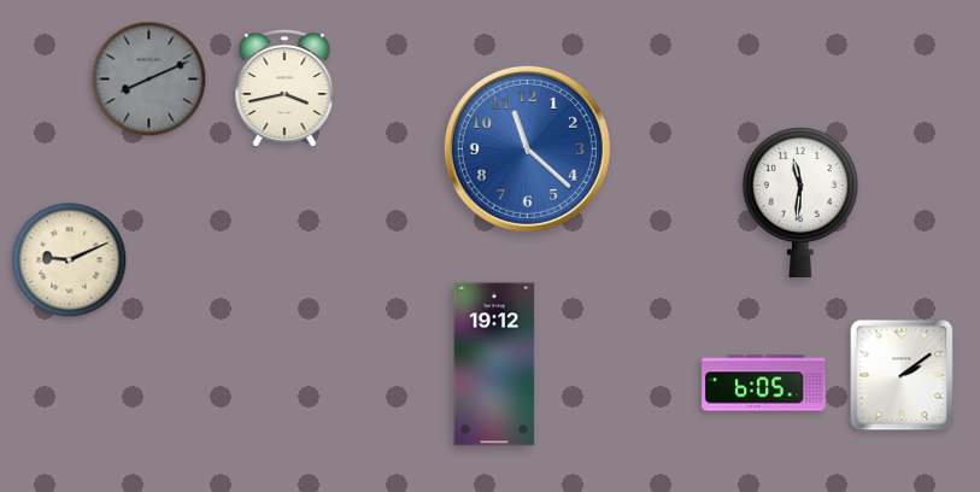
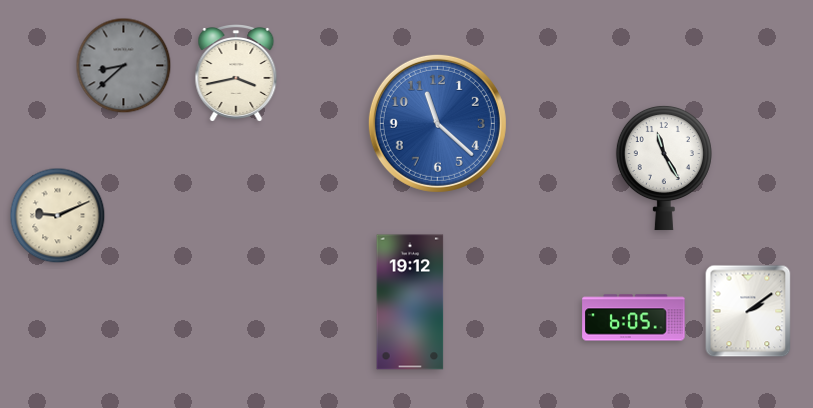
clock at (149, 80): 8:11 -> 8:38
clock at (800, 203): 11:31 -> 11:25
